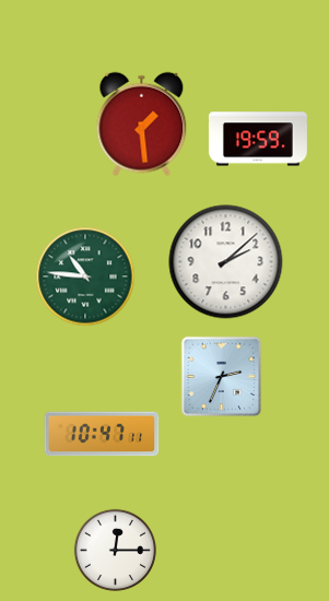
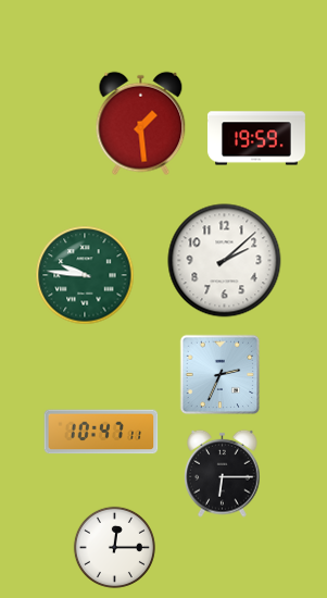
clock at (85, 276): 10:46 -> 9:46
clock at (223, 473): none -> 6:15
